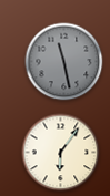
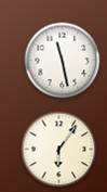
clock at (64, 62) dial: grey -> white
